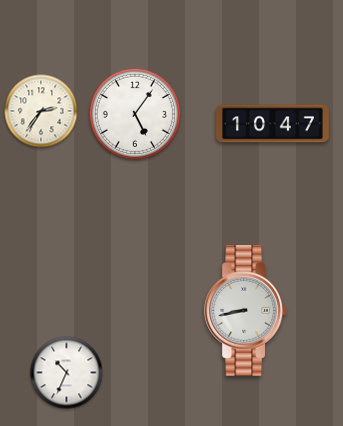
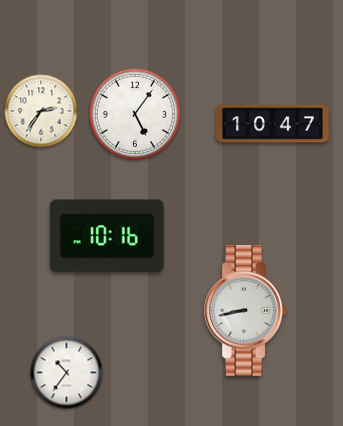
clock at (107, 236): none -> 10:16
clock at (67, 373): 10:34 -> 10:36
